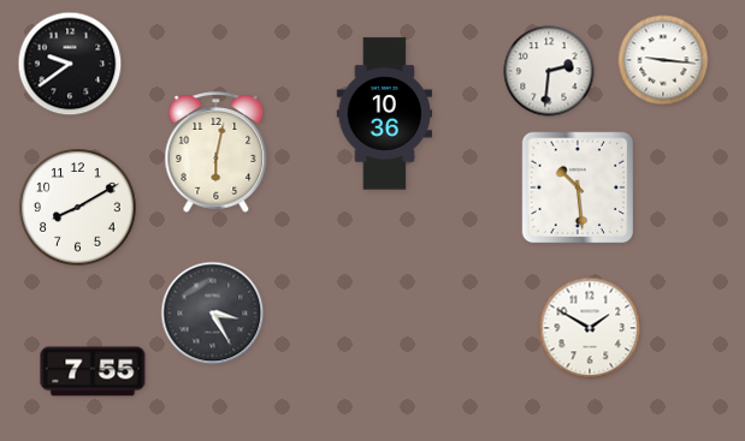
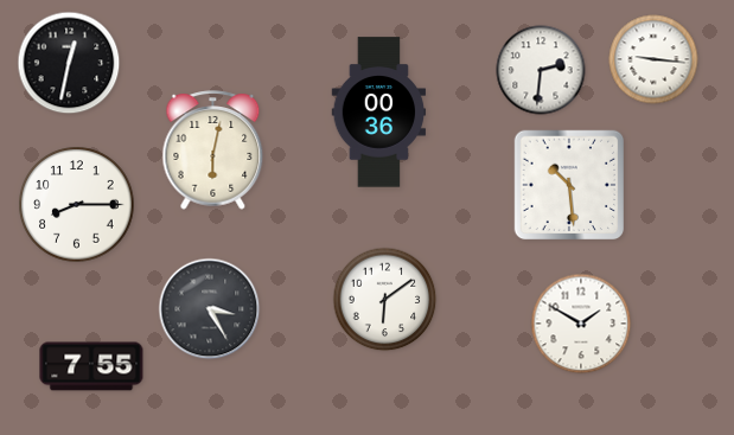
clock at (70, 64): 9:39 -> 12:32
clock at (385, 114): 10:36 -> 00:36
clock at (78, 208): 8:10 -> 8:15
clock at (385, 300): none -> 6:09
